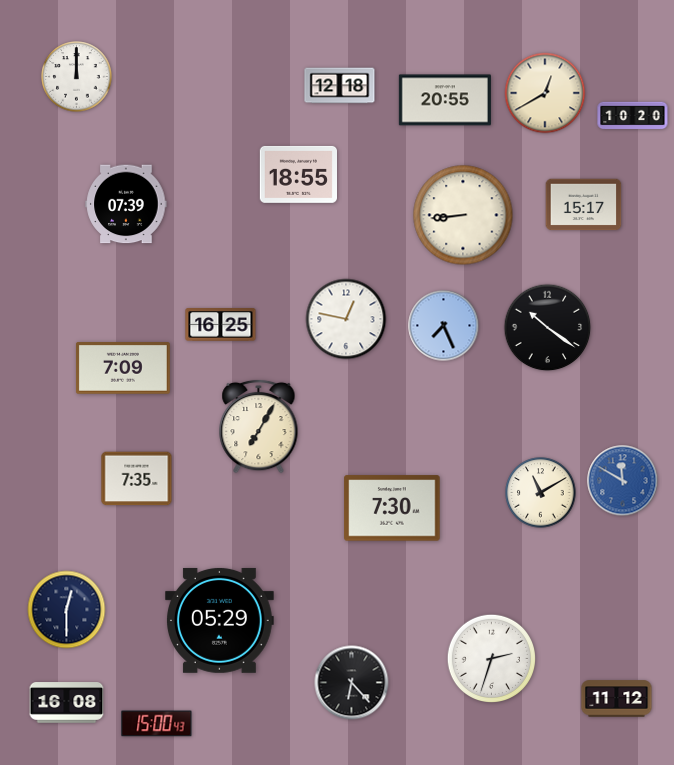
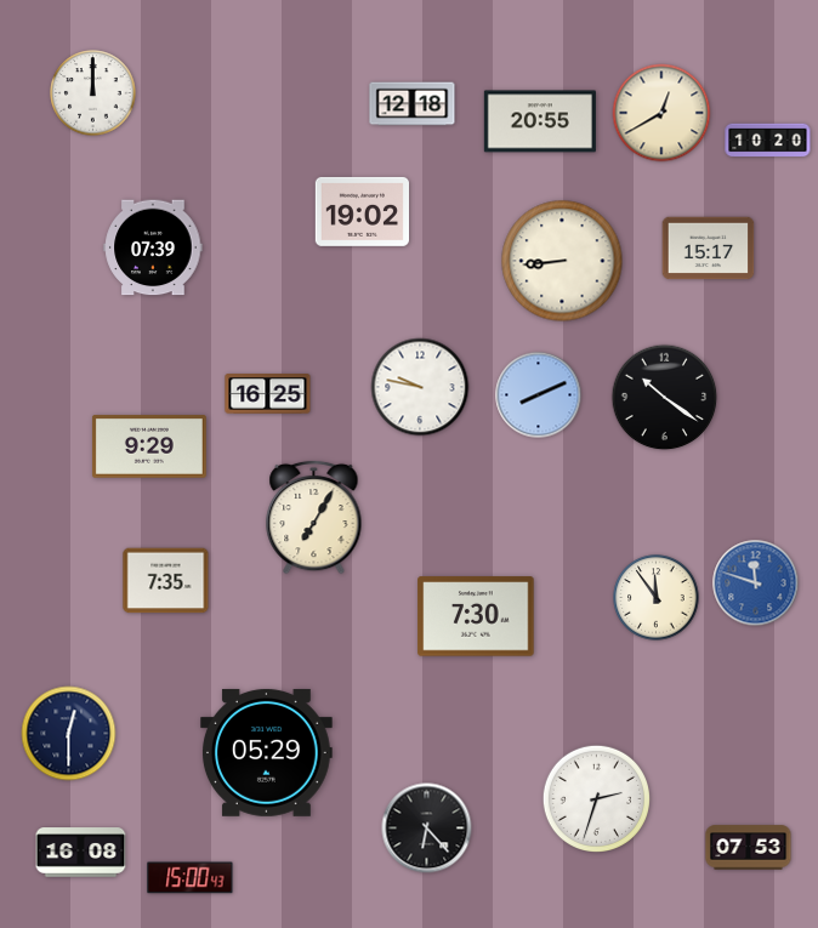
clock at (298, 174): 18:55 -> 19:02
clock at (346, 319): 12:47 -> 9:47
clock at (444, 326): 7:26 -> 8:11
clock at (123, 368): 7:09 -> 9:29
clock at (623, 481): 11:50 -> 11:48
clock at (541, 493): 11:10 -> 11:54
clock at (67, 610) position: (67, 610) -> (69, 734)
clock at (617, 699): 11:12 -> 07:53
